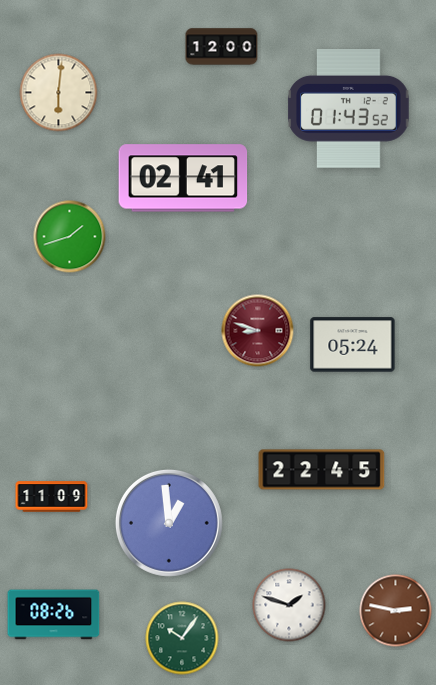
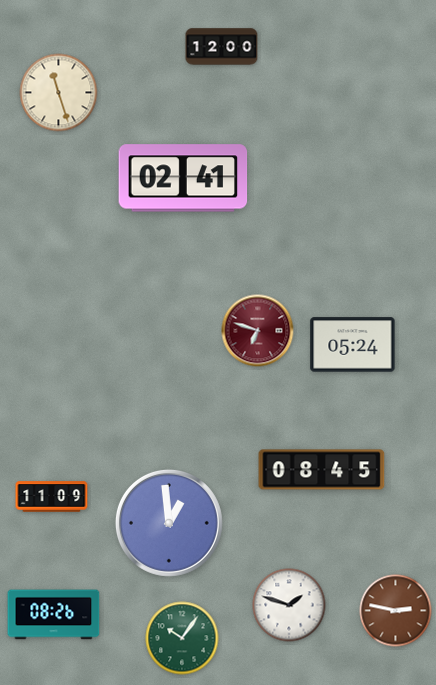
clock at (59, 93): 6:01 -> 11:27
clock at (349, 109): 01:43 -> none
clock at (70, 237): 1:42 -> none
clock at (258, 331): 8:48 -> 6:48
clock at (322, 470): 22:45 -> 08:45
